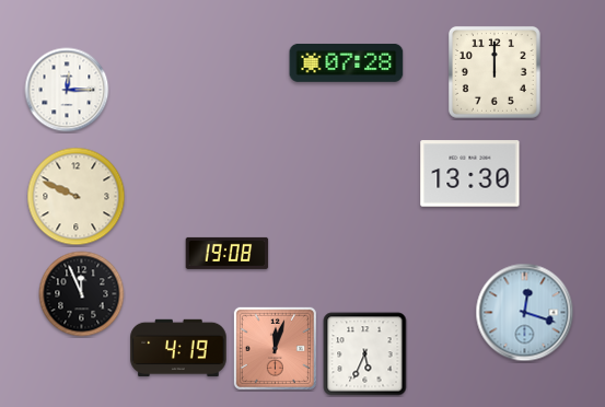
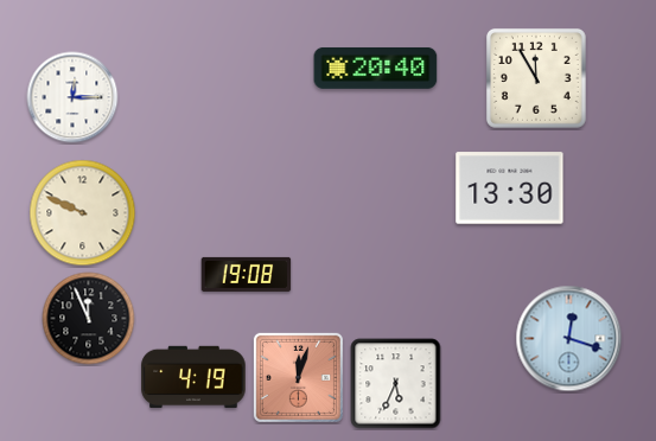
clock at (347, 62): 07:28 -> 20:40
clock at (495, 72): 12:00 -> 11:55
